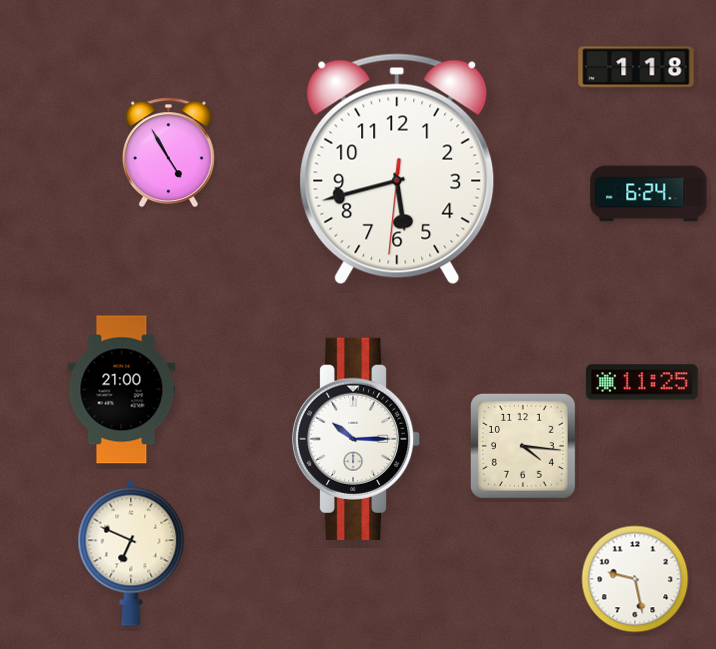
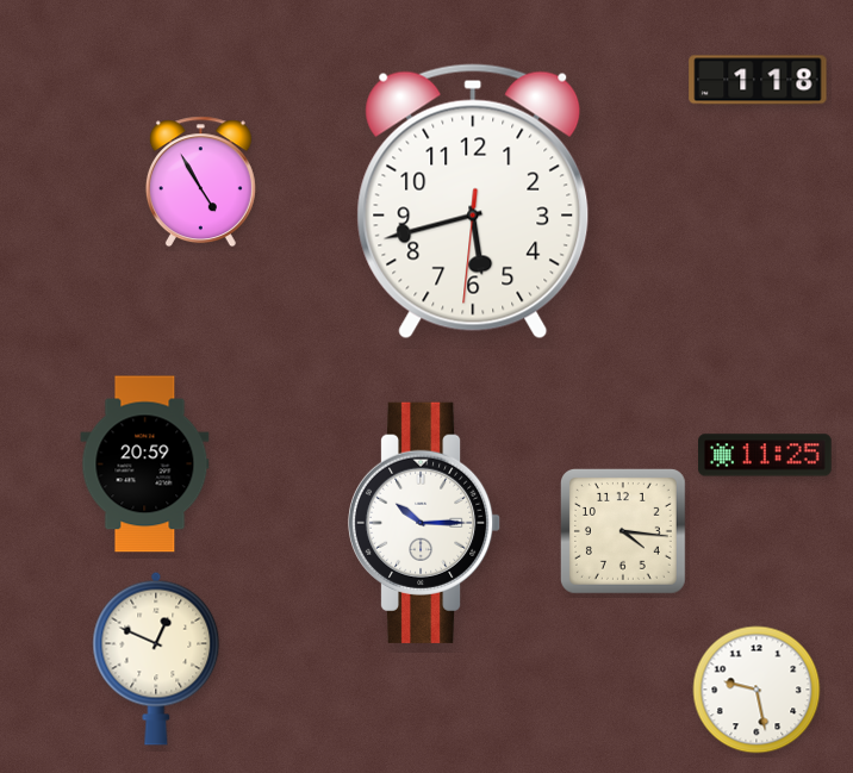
clock at (649, 194): 6:24 -> none
clock at (122, 390): 21:00 -> 20:59
clock at (131, 553): 6:49 -> 12:49
